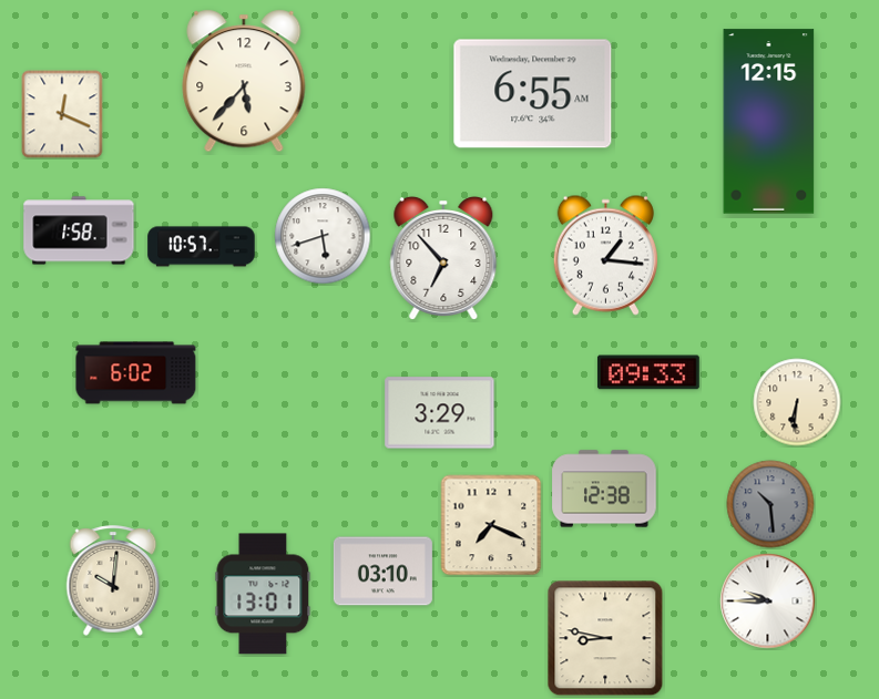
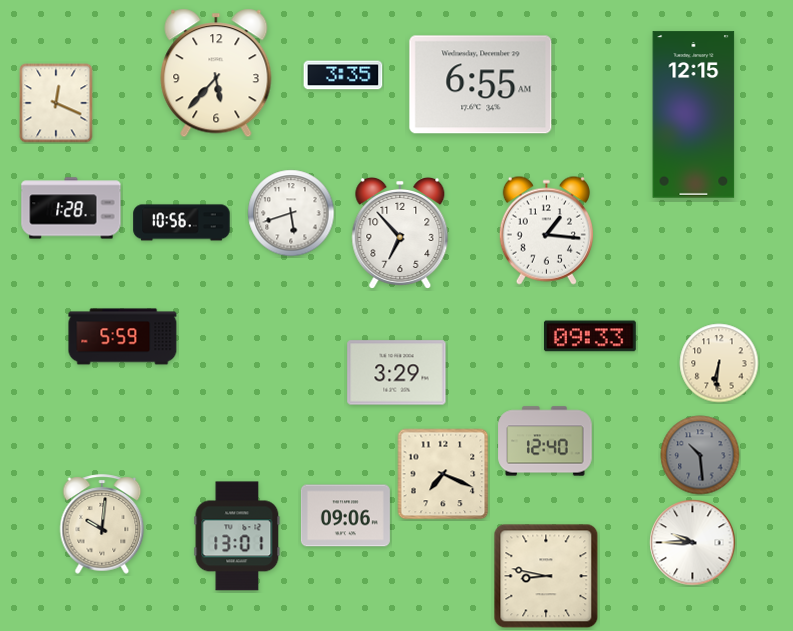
clock at (244, 81) position: (244, 81) -> (216, 73)
clock at (343, 75): none -> 3:35
clock at (769, 122) position: (769, 122) -> (694, 115)
clock at (79, 230): 1:58 -> 1:28
clock at (202, 247): 10:57 -> 10:56
clock at (648, 372) position: (648, 372) -> (590, 336)
clock at (136, 373): 6:02 -> 5:59
clock at (604, 489): 12:38 -> 12:40
clock at (770, 504) position: (770, 504) -> (700, 455)
clock at (382, 572): 03:10 -> 09:06
